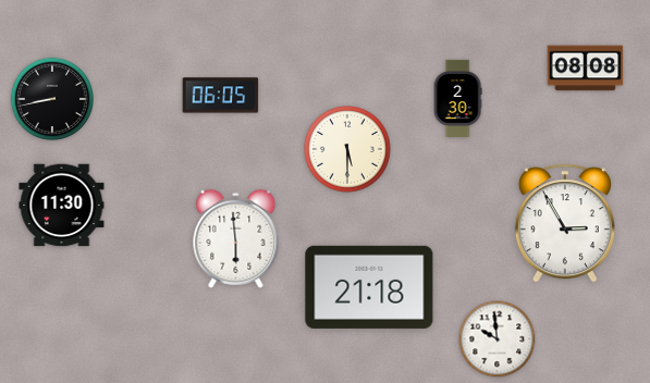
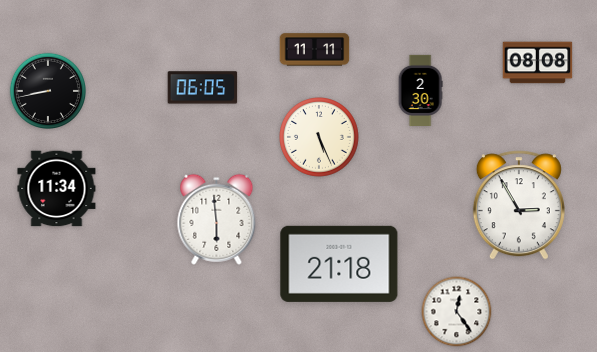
clock at (315, 50): none -> 11:11
clock at (348, 150): 5:30 -> 5:26
clock at (62, 206): 11:30 -> 11:34
clock at (498, 339): 9:59 -> 12:24
